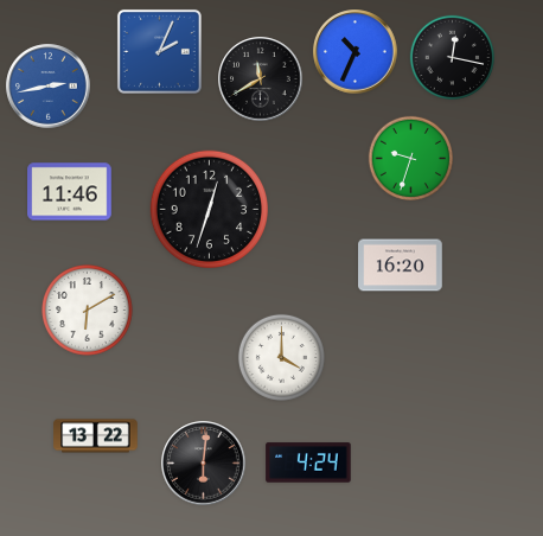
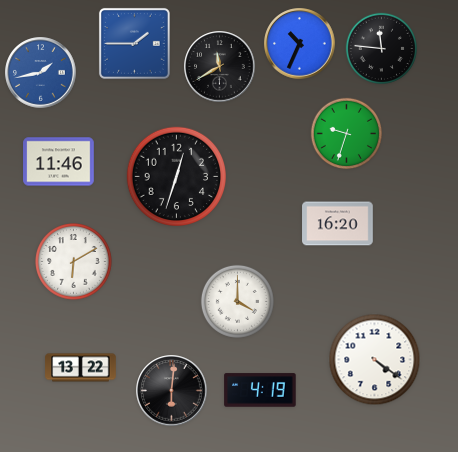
clock at (159, 51): 2:04 -> 1:45
clock at (452, 57): 12:17 -> 11:46
clock at (49, 87): 2:43 -> 1:43
clock at (375, 360): none -> 4:21
clock at (308, 462): 4:24 -> 4:19
